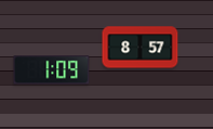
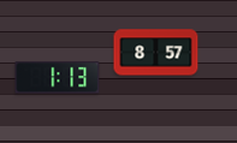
clock at (52, 70): 1:09 -> 1:13
